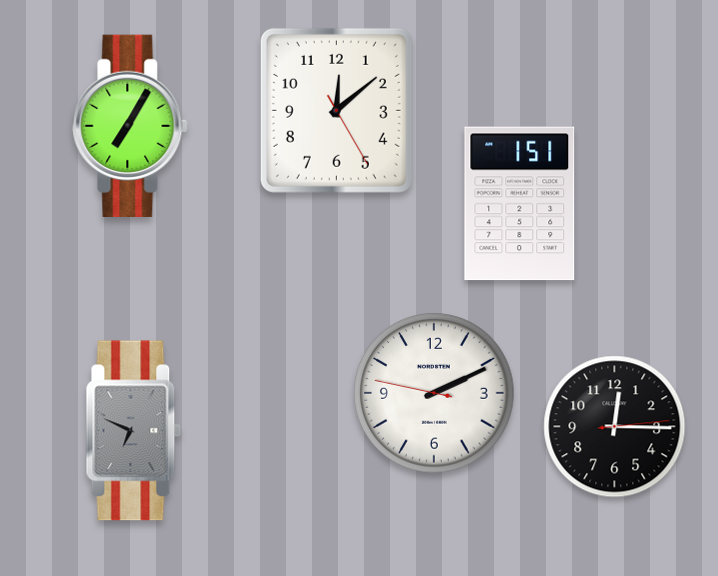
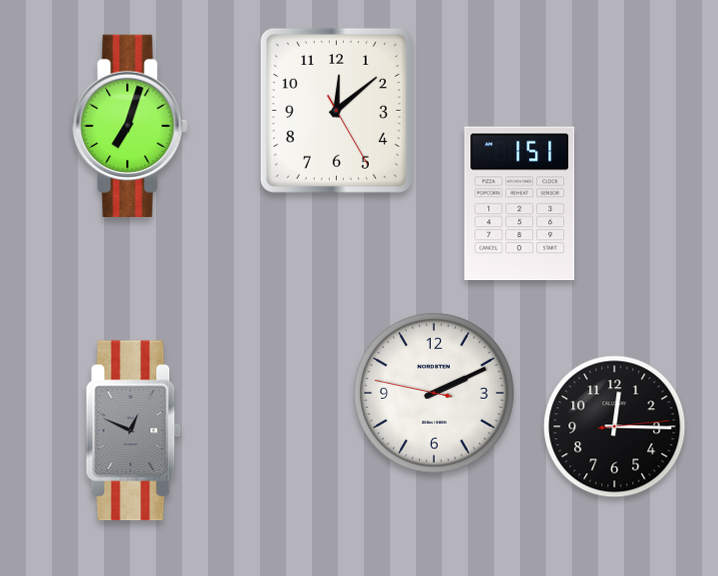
clock at (130, 125): 7:05 -> 7:03
clock at (134, 431): 6:49 -> 12:49
